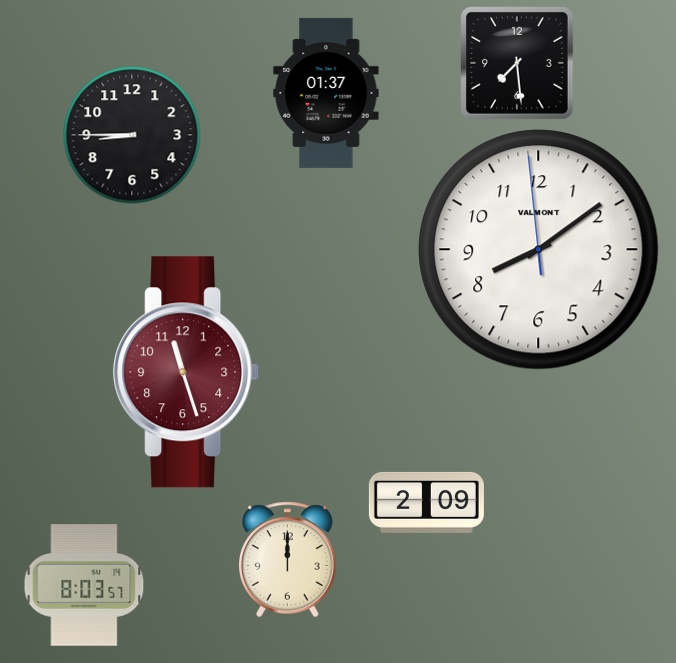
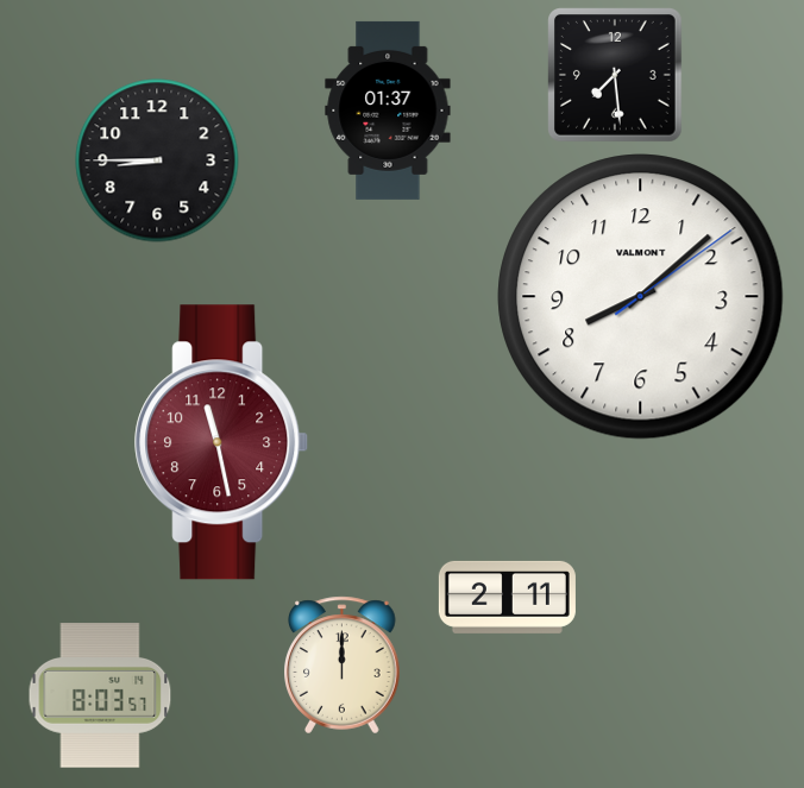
clock at (539, 250): 8:08:59 -> 8:08:09
clock at (187, 372): 11:27 -> 11:28
clock at (426, 502): 2:09 -> 2:11
